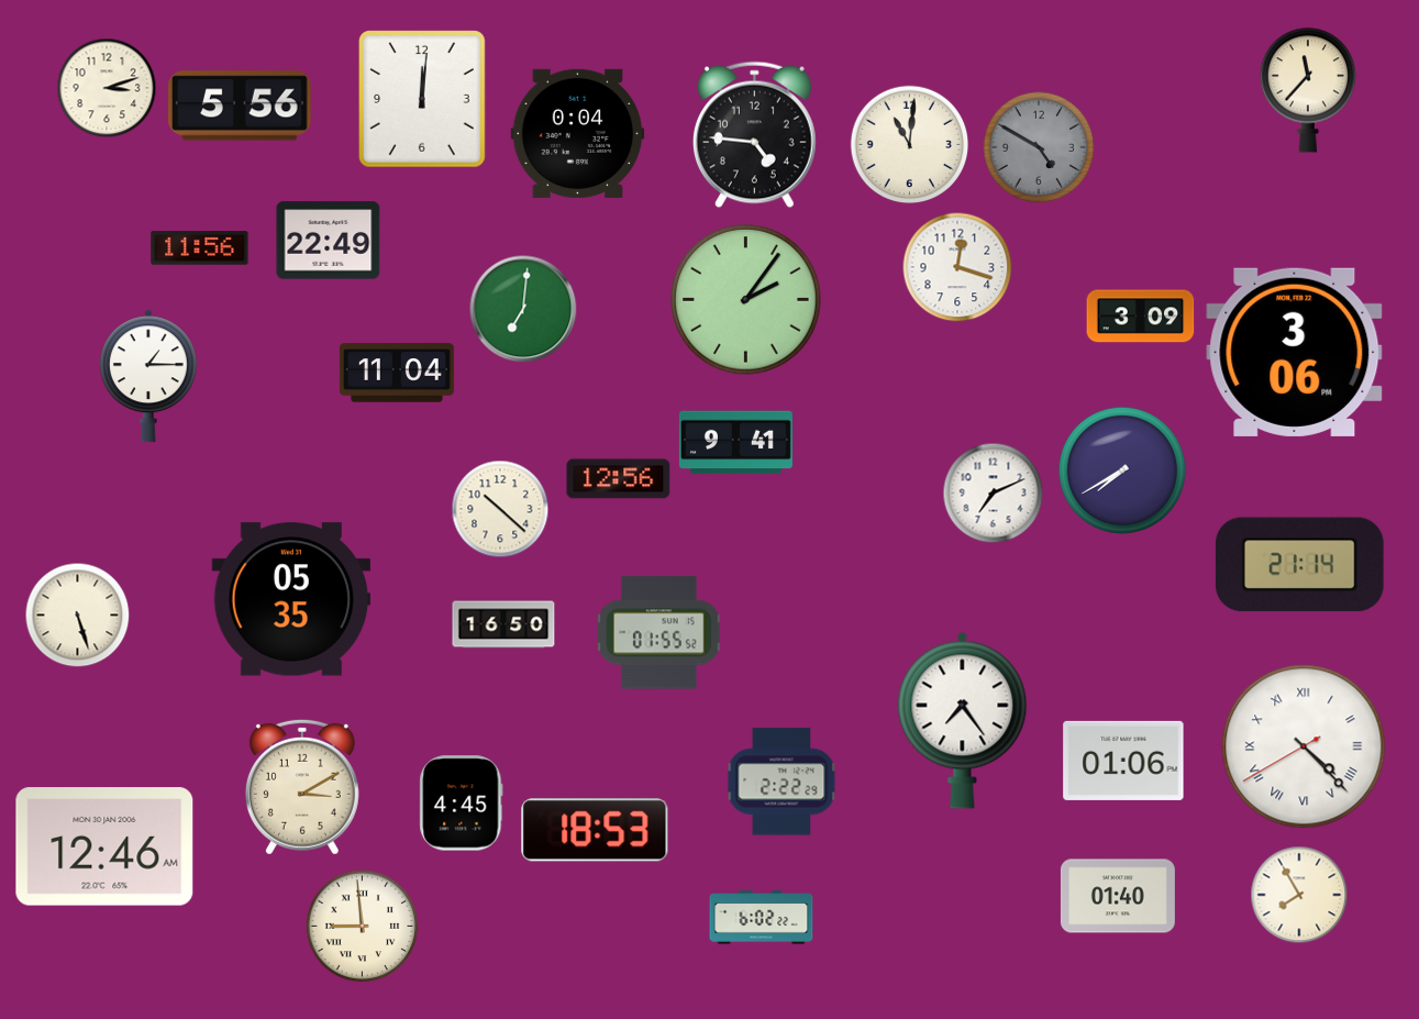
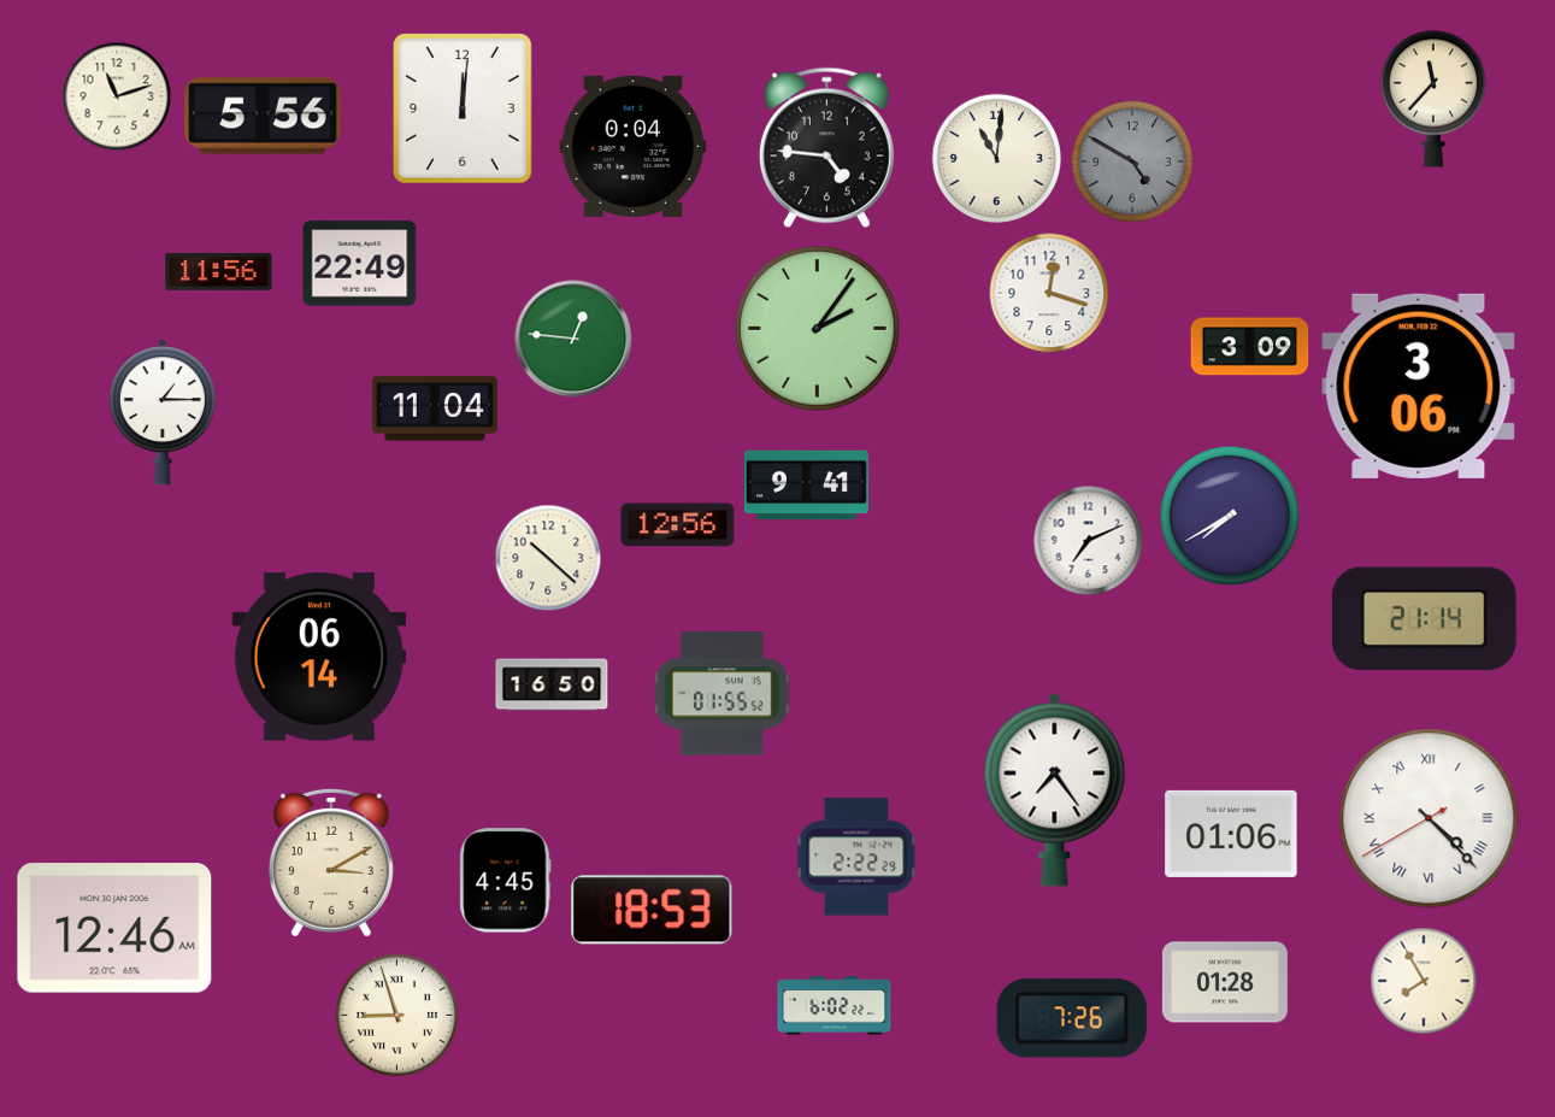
clock at (107, 88): 3:12 -> 11:12
clock at (1039, 147) position: (1039, 147) -> (1132, 161)
clock at (523, 309): 7:01 -> 12:46
clock at (291, 599): 05:35 -> 06:14
clock at (78, 616): 5:27 -> none
clock at (1118, 896): 01:40 -> 01:28
clock at (363, 927): 8:59 -> 8:57
clock at (1072, 1018): none -> 7:26
